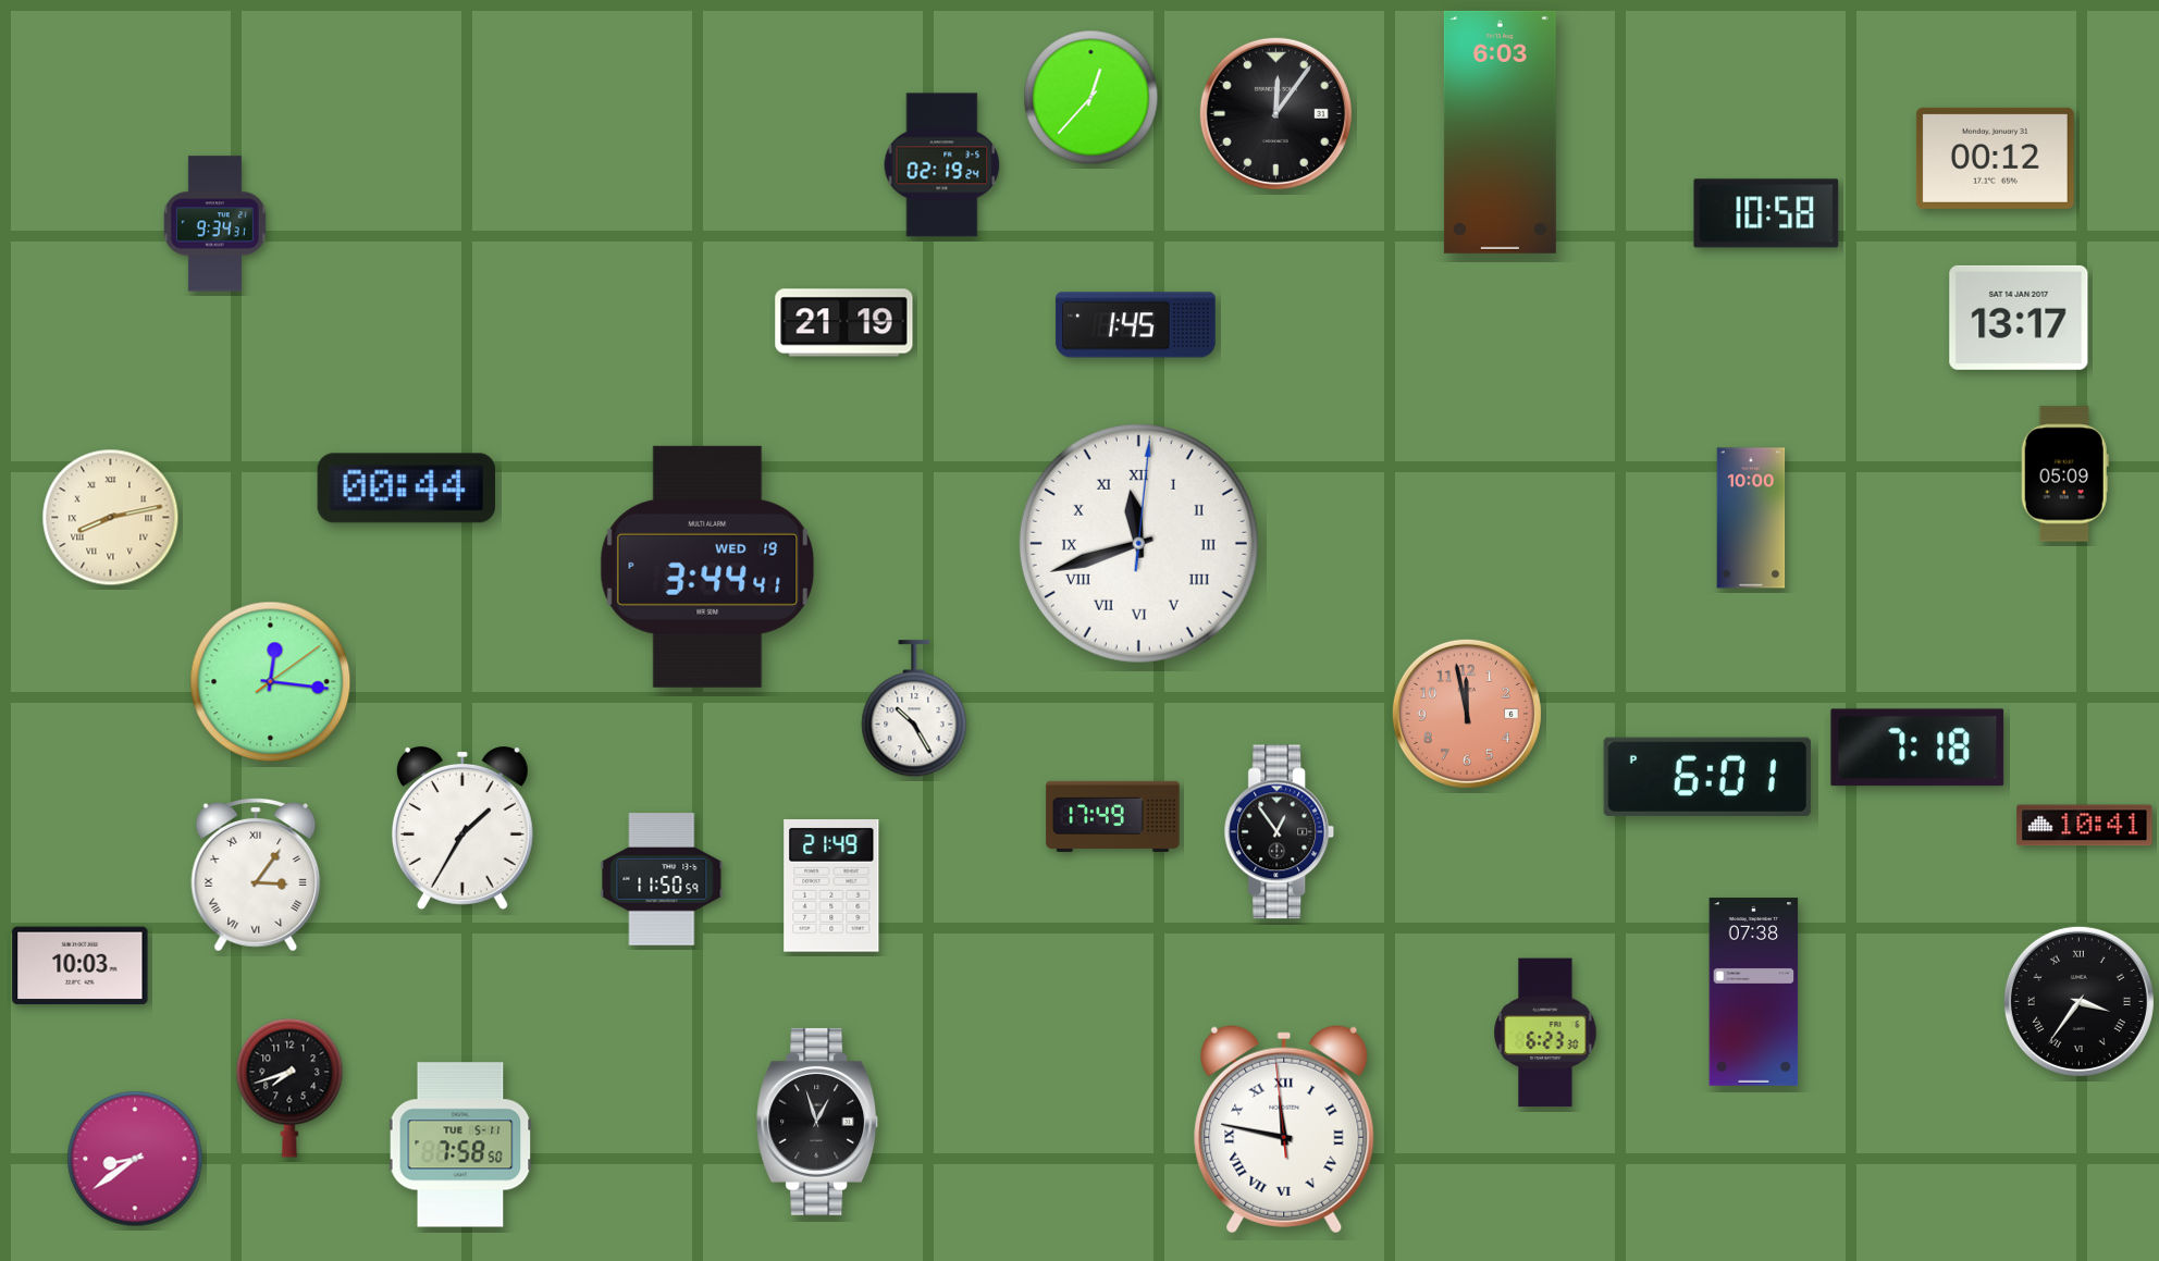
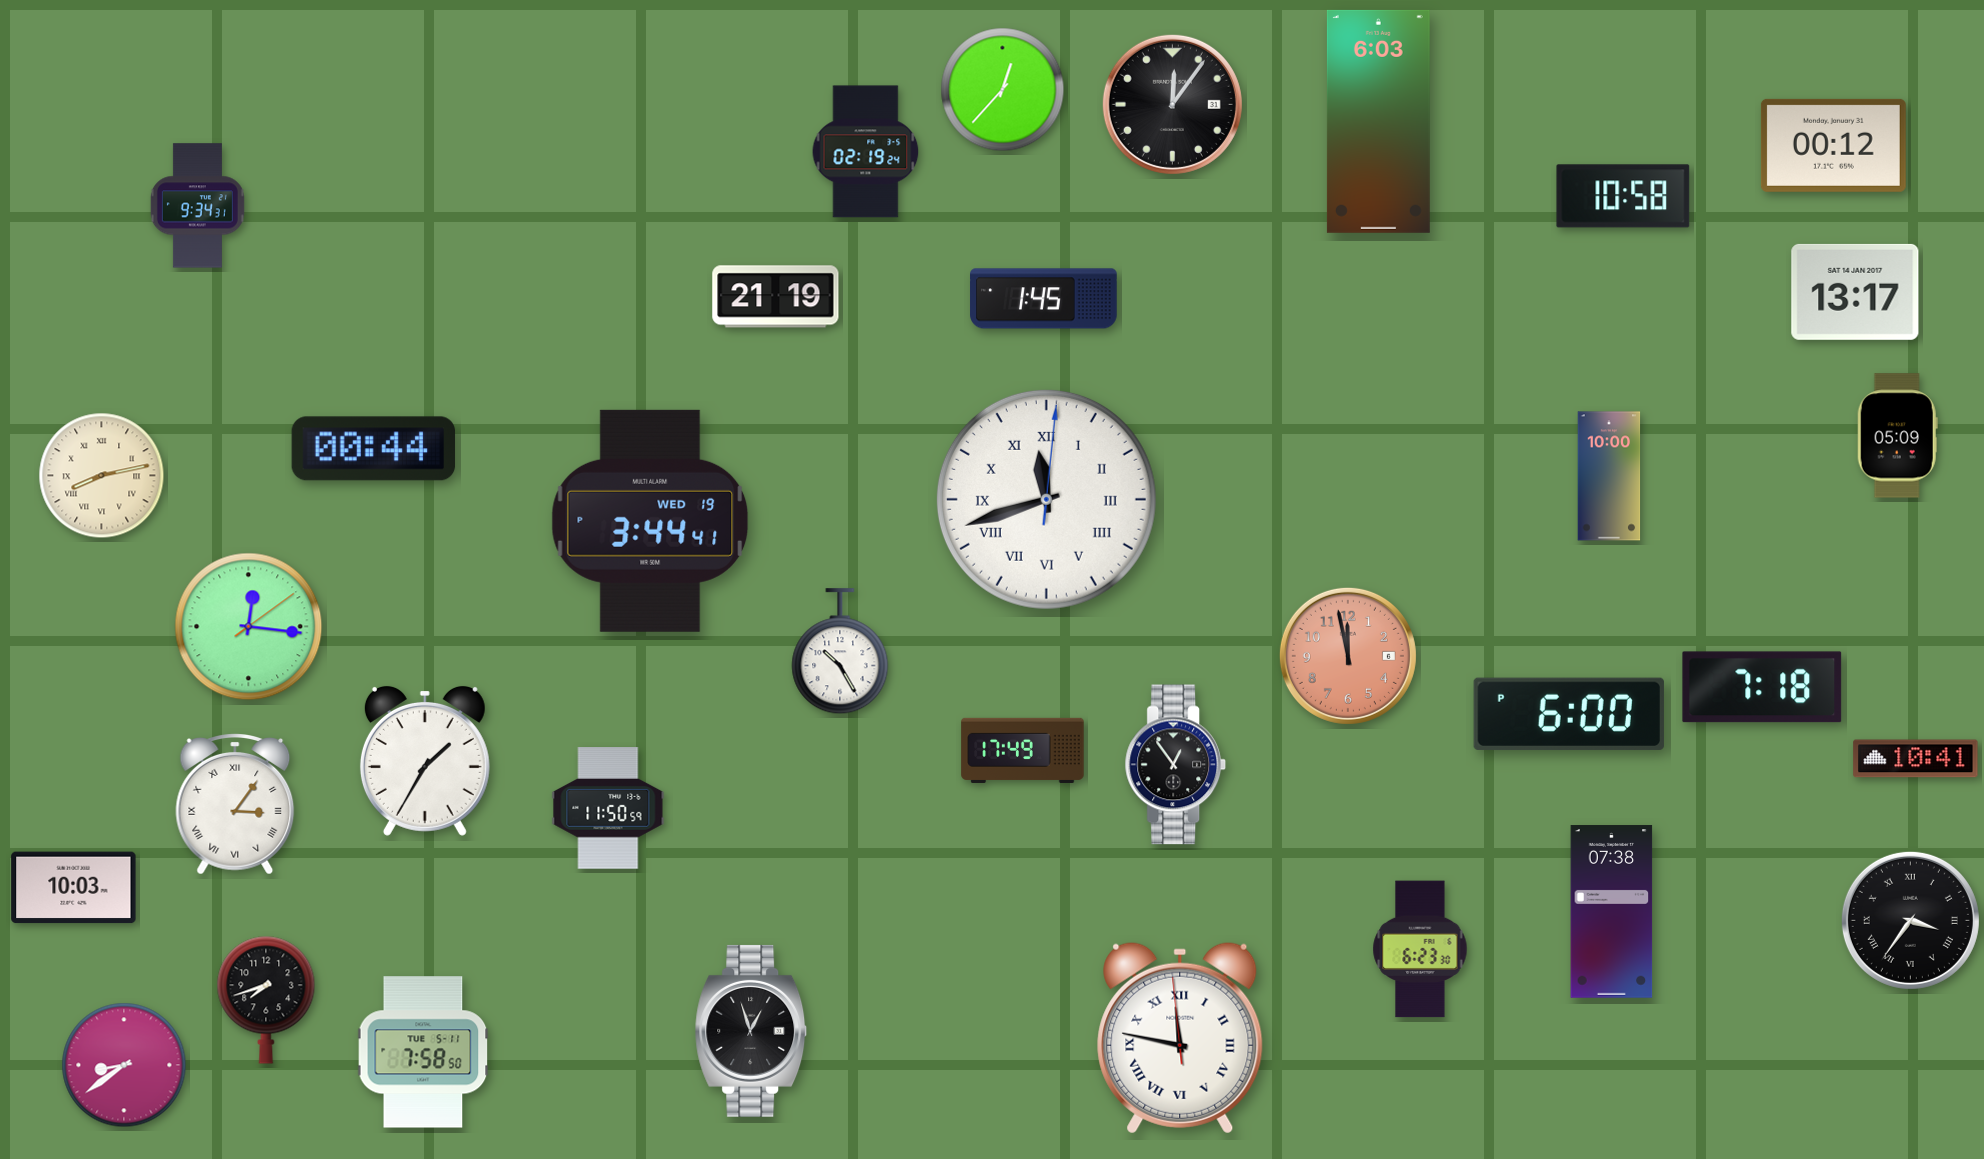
clock at (1707, 777): 6:01 -> 6:00
clock at (831, 887): 21:49 -> none
